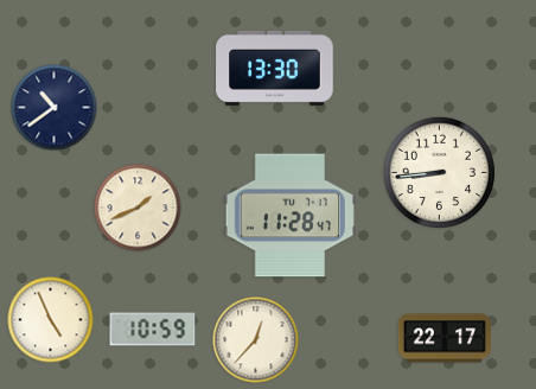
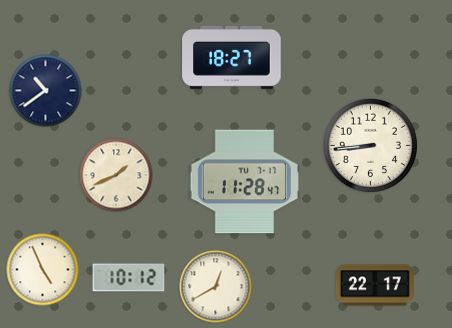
clock at (275, 68): 13:30 -> 18:27
clock at (153, 330): 10:59 -> 10:12
clock at (256, 340): 12:37 -> 12:40
